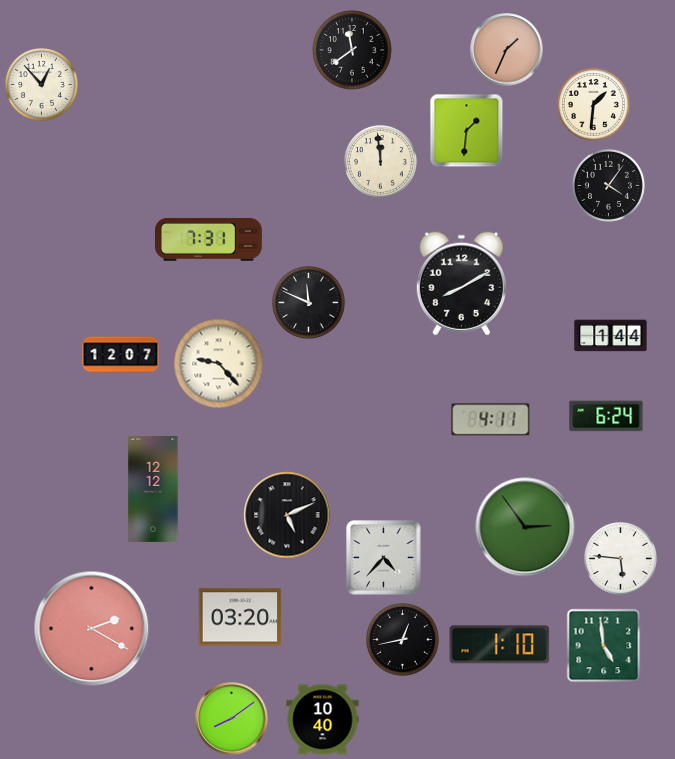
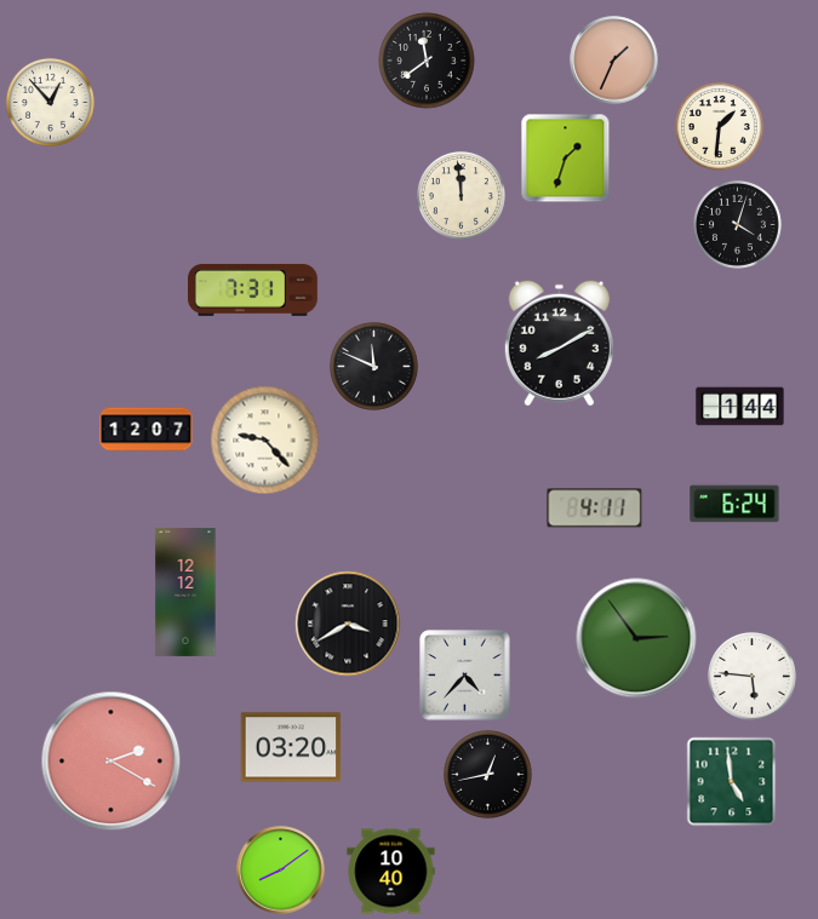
clock at (467, 131): 1:31 -> 1:33
clock at (608, 185): 4:06 -> 4:03
clock at (287, 515): 5:11 -> 3:40
clock at (500, 645): 1:10 -> none
